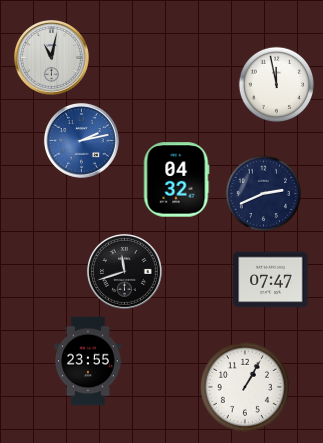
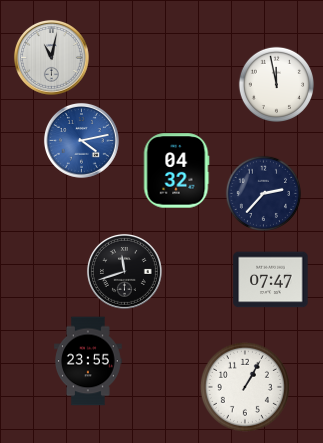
clock at (81, 140): 2:13 -> 4:13
clock at (176, 180) position: (176, 180) -> (176, 171)
clock at (264, 194): 2:41 -> 2:37
